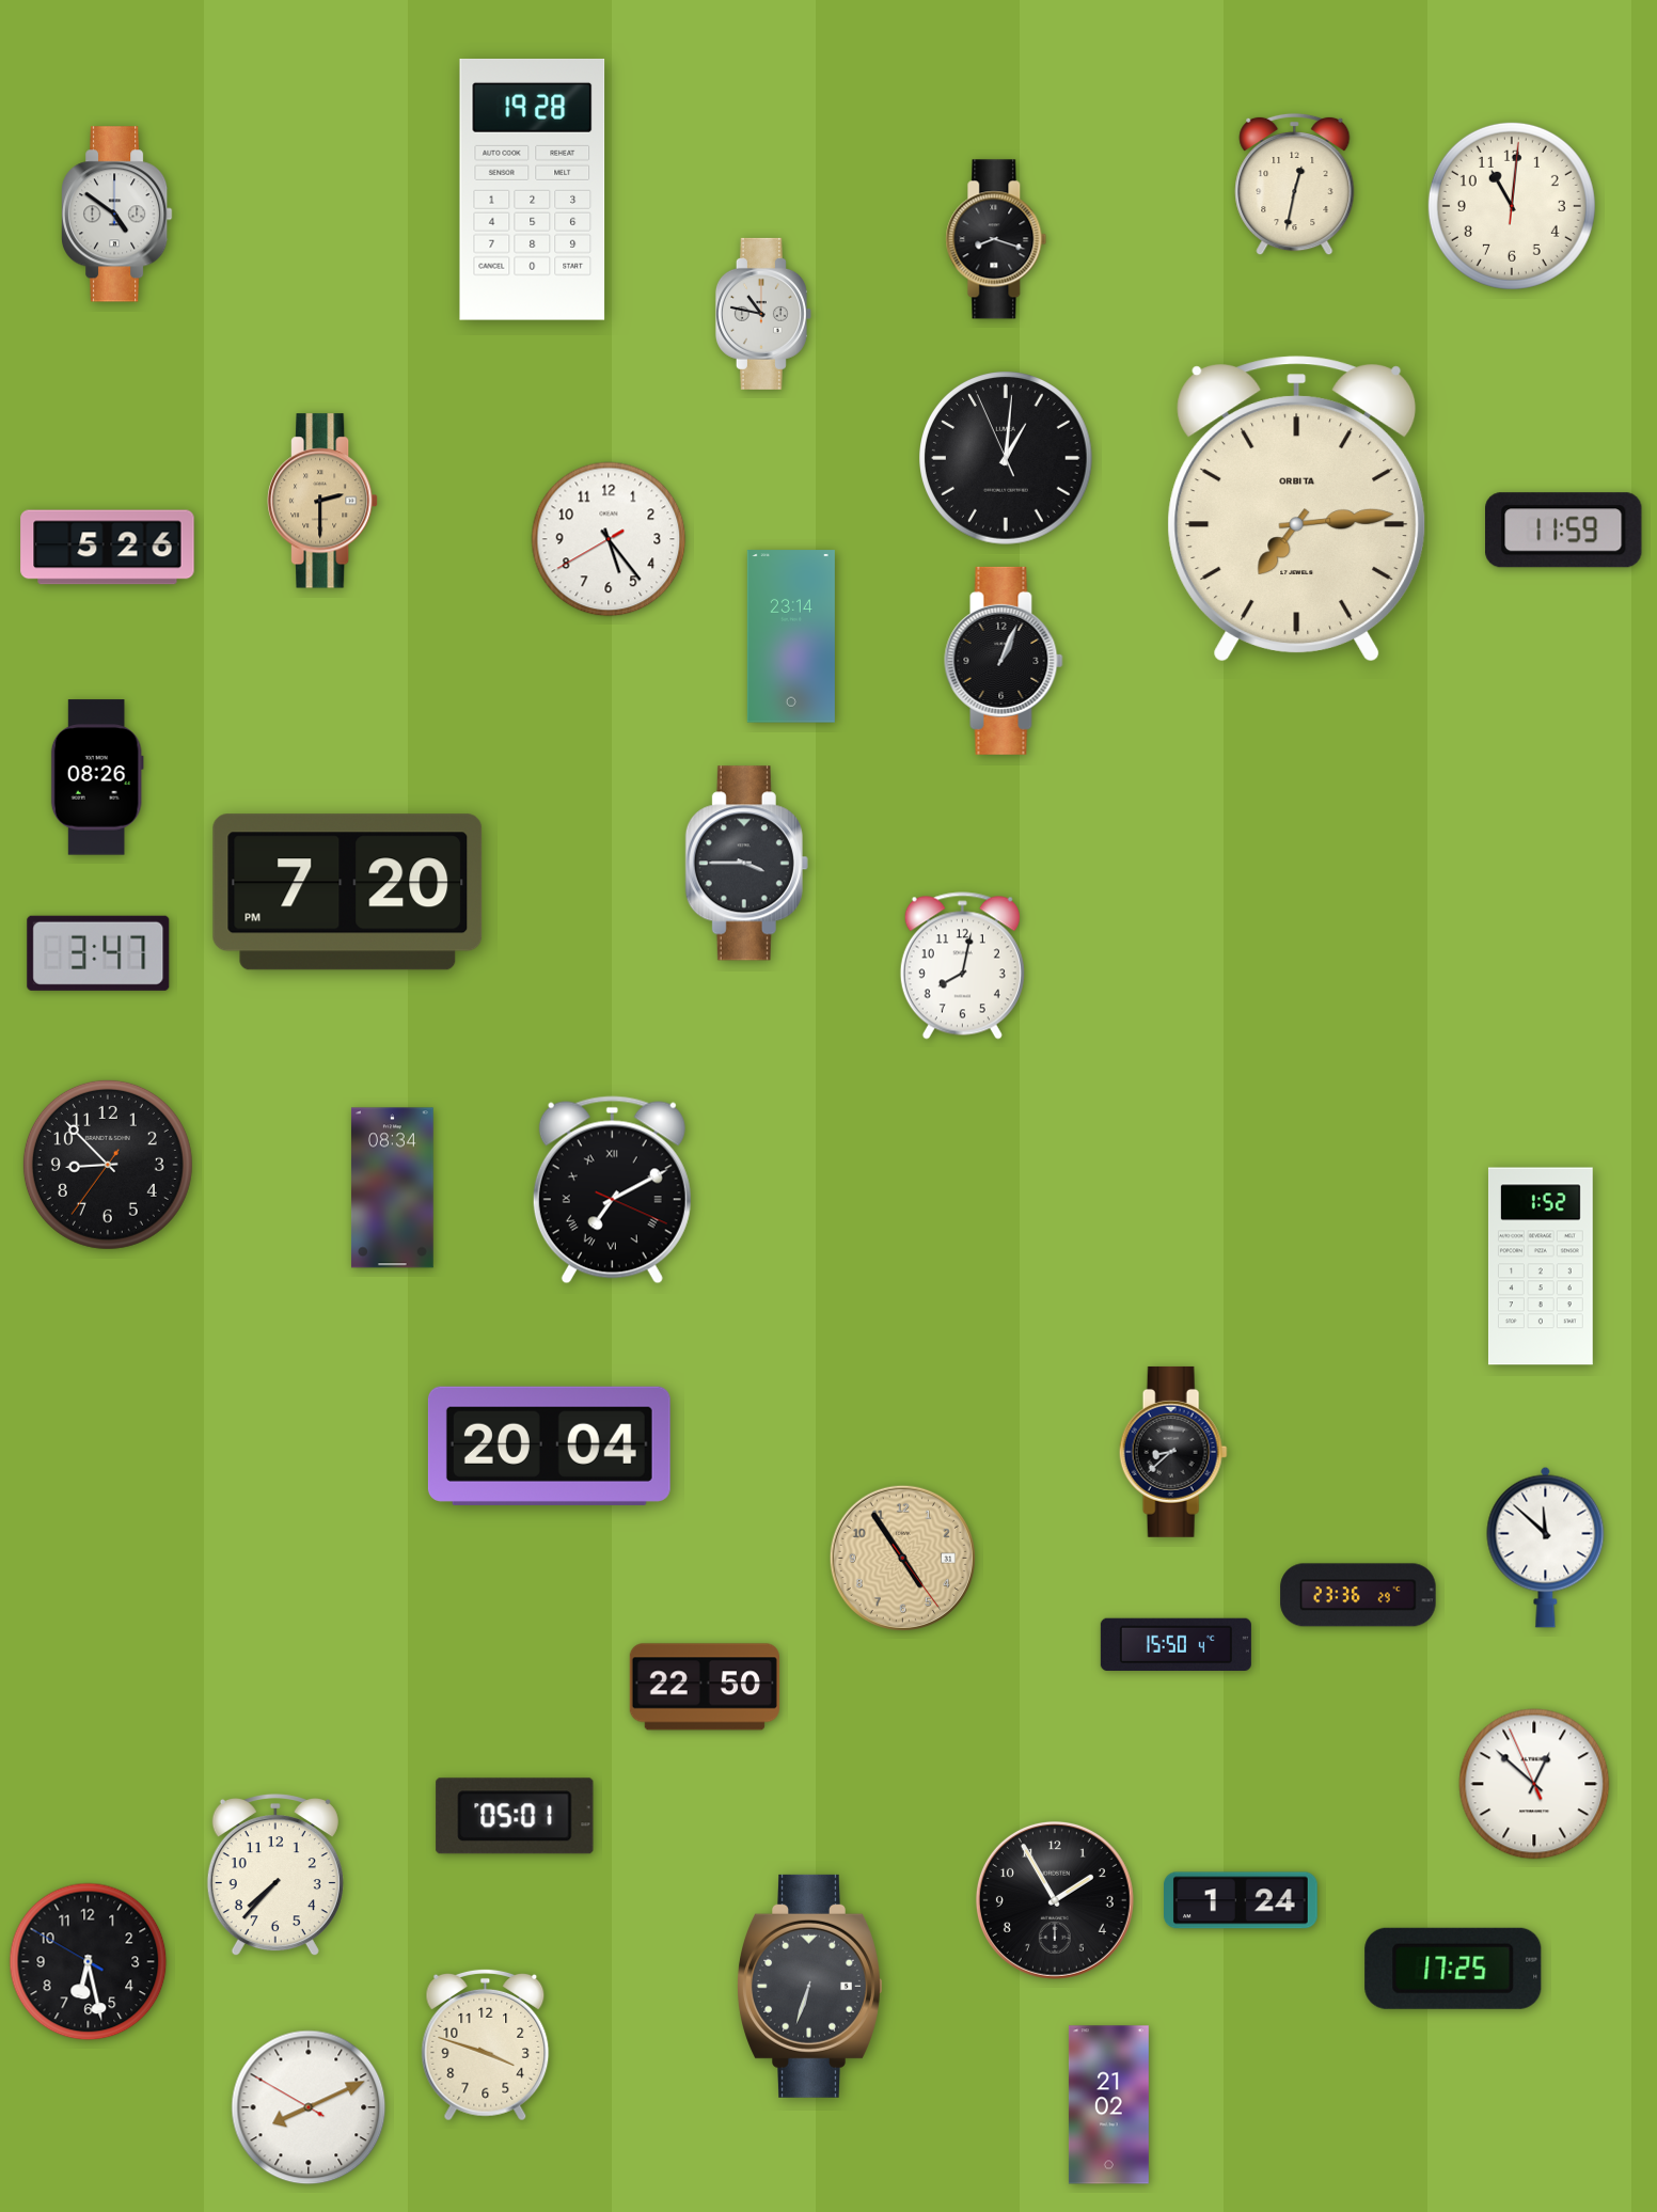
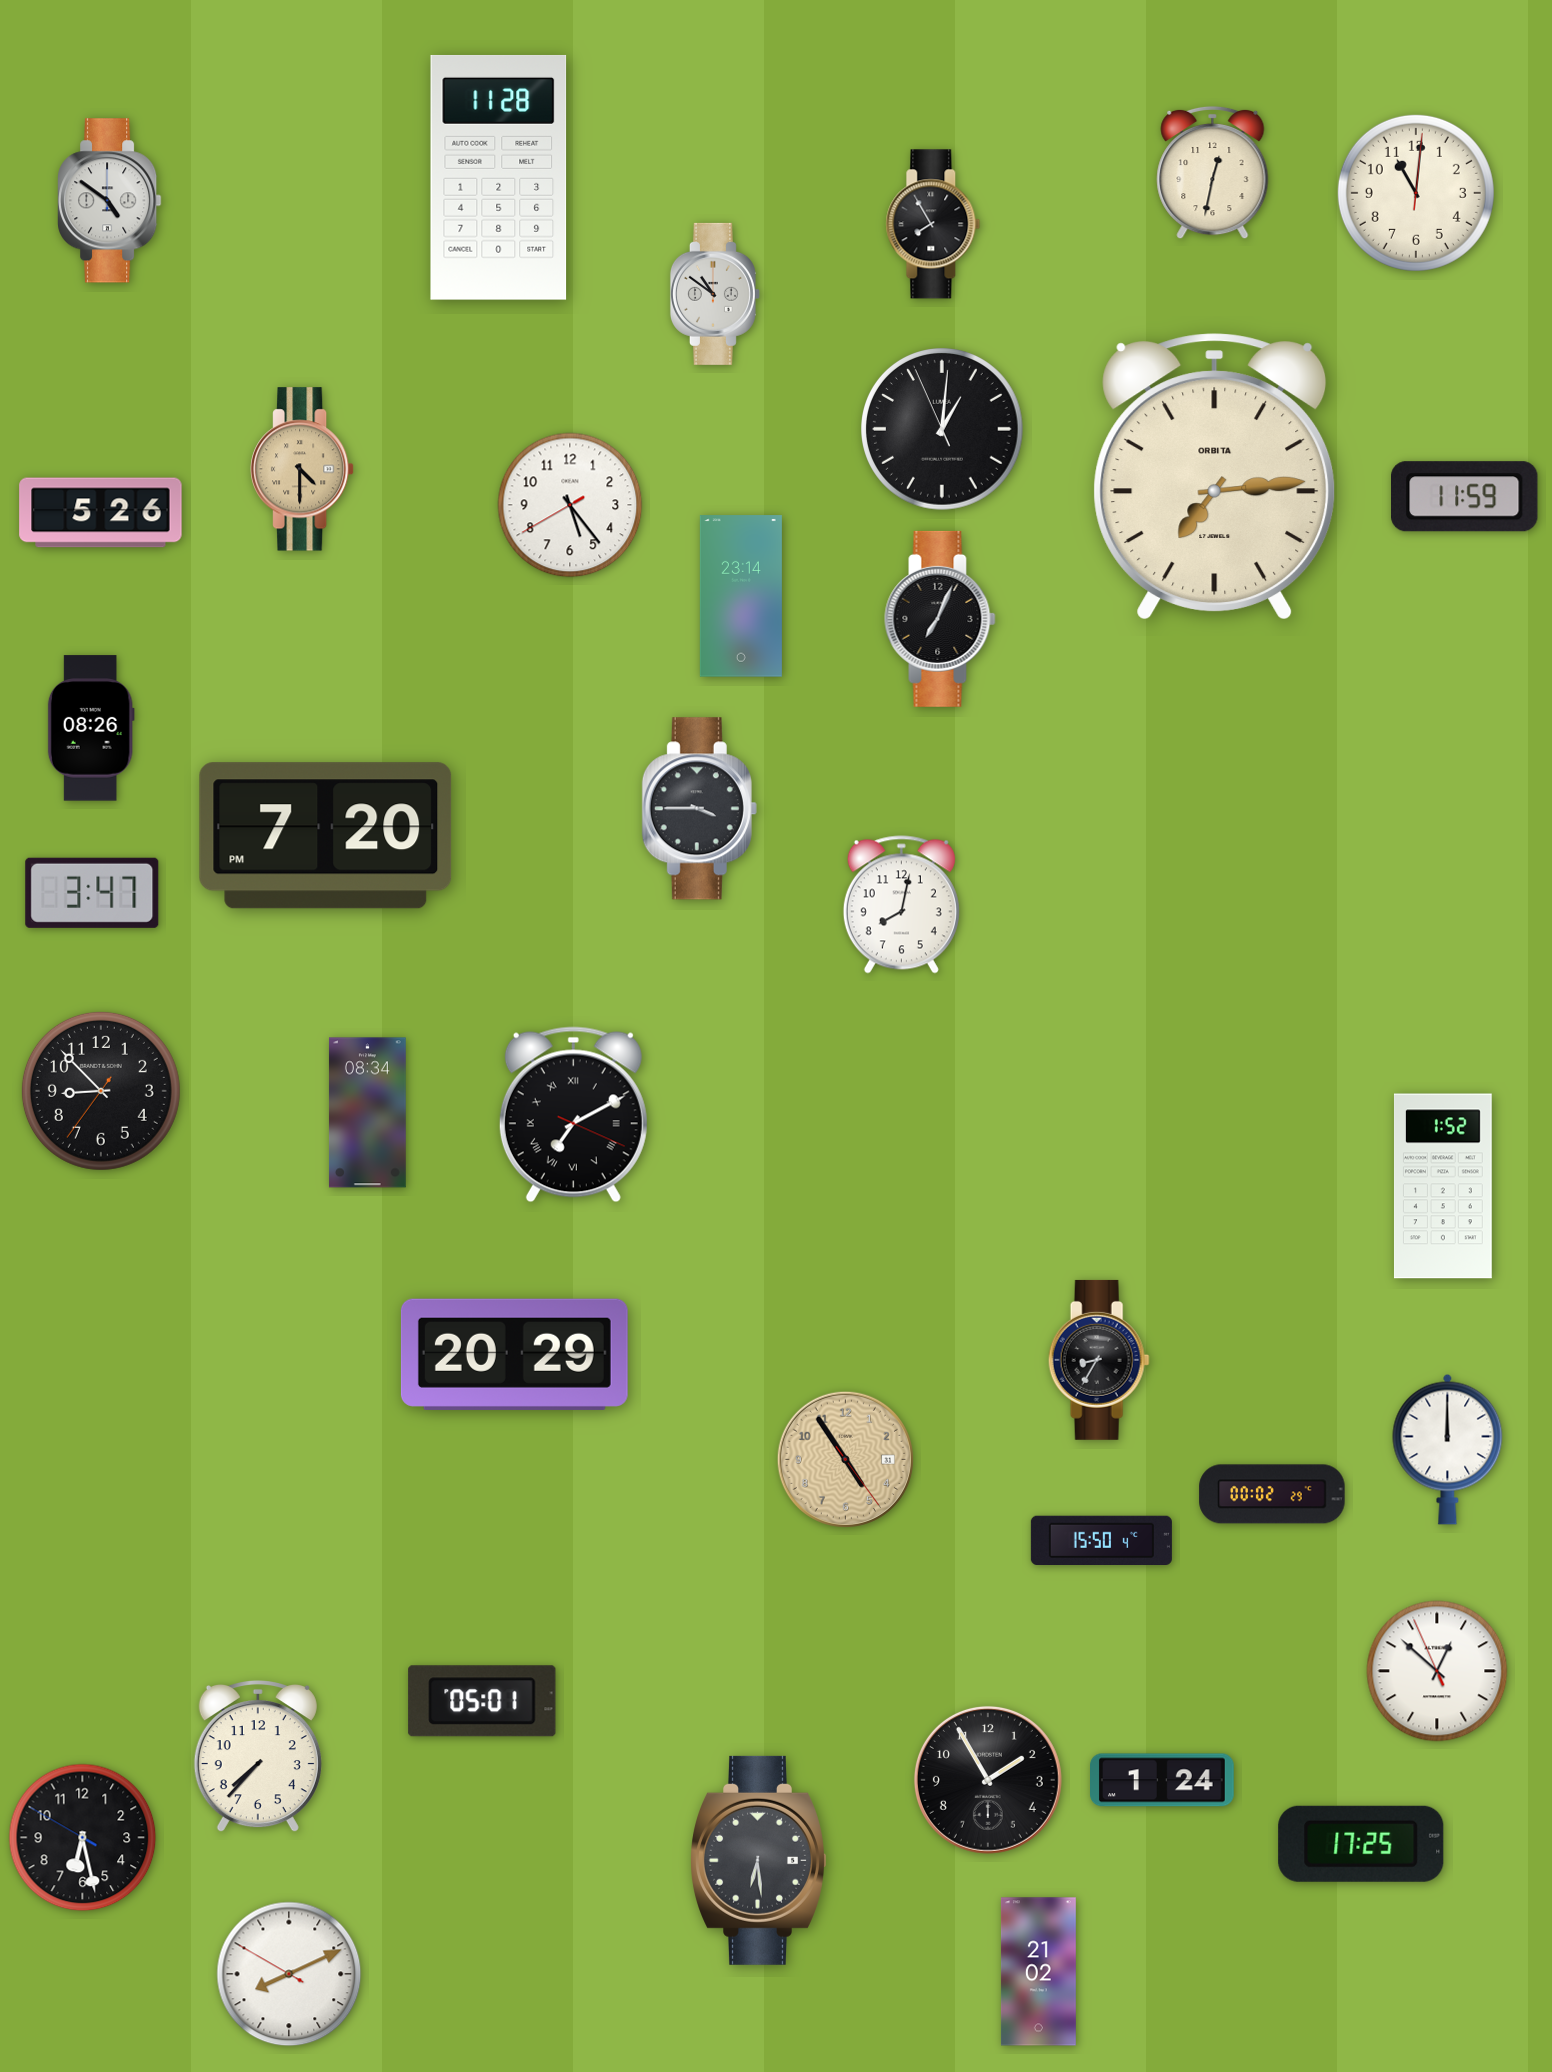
clock at (533, 189): 19:28 -> 11:28
clock at (996, 239): 8:18 -> 7:55
clock at (763, 314): 10:47 -> 10:51
clock at (323, 501): 2:30 -> 4:30
clock at (1004, 661): 1:04 -> 7:04
clock at (549, 1445): 20:04 -> 20:29
clock at (1173, 1452): 8:38 -> 8:35
clock at (1546, 1547): 11:52 -> 12:00
clock at (1358, 1595): 23:36 -> 00:02
clock at (705, 1687): 22:50 -> none
clock at (810, 1986): 6:33 -> 6:29
clock at (486, 2044): 3:48 -> none
